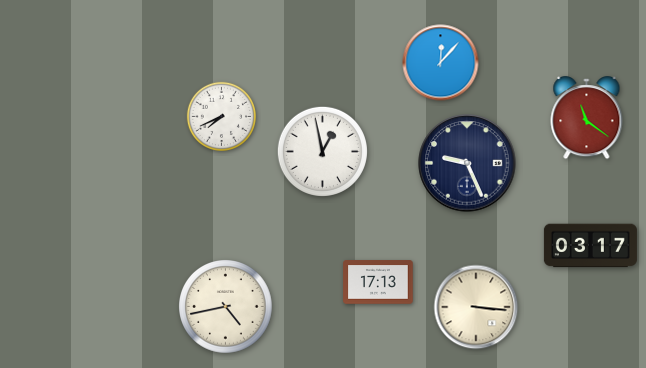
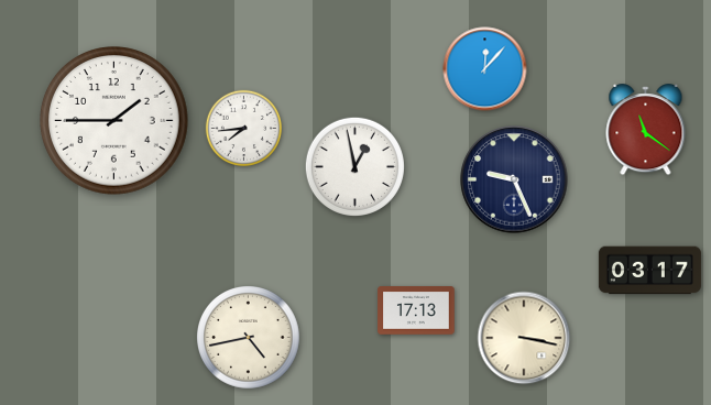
clock at (114, 121): none -> 1:45
clock at (221, 116): 7:41 -> 7:44
clock at (476, 307): 3:16 -> 3:17
